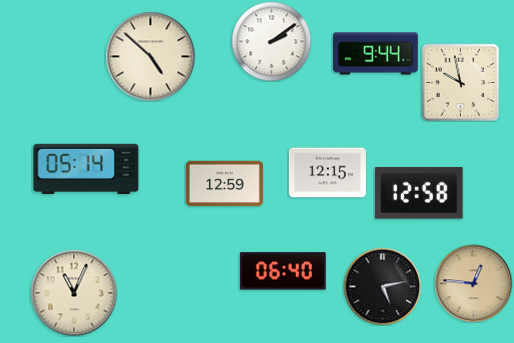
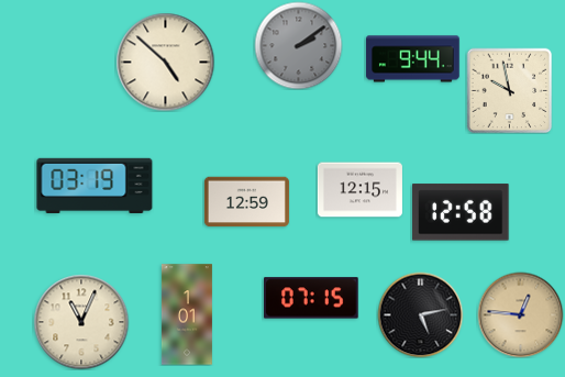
clock at (271, 41) dial: white -> grey
clock at (460, 82) position: (460, 82) -> (509, 90)
clock at (86, 169): 05:14 -> 03:19
clock at (284, 271): 06:40 -> 07:15
clock at (473, 283) position: (473, 283) -> (520, 314)
clock at (187, 314): none -> 1:01
